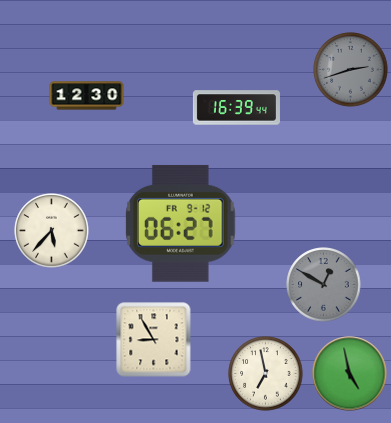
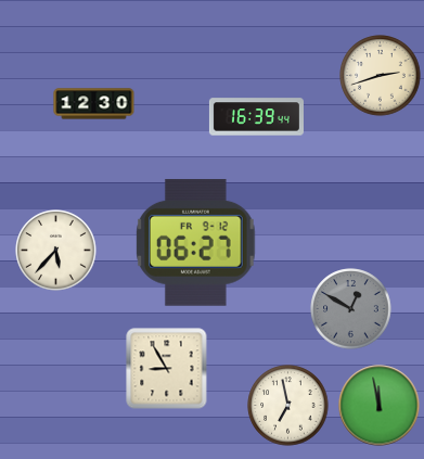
clock at (351, 70) dial: grey -> cream
clock at (350, 374): 4:58 -> 11:58
